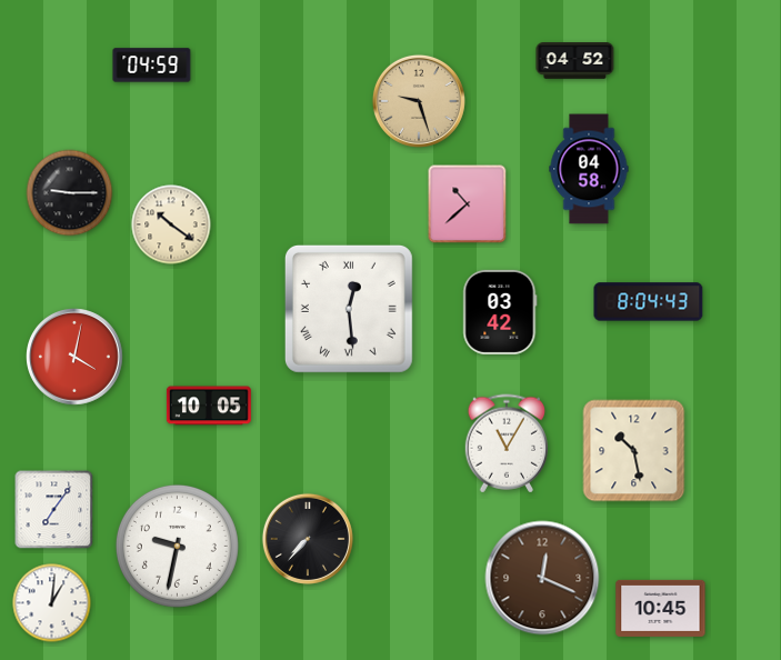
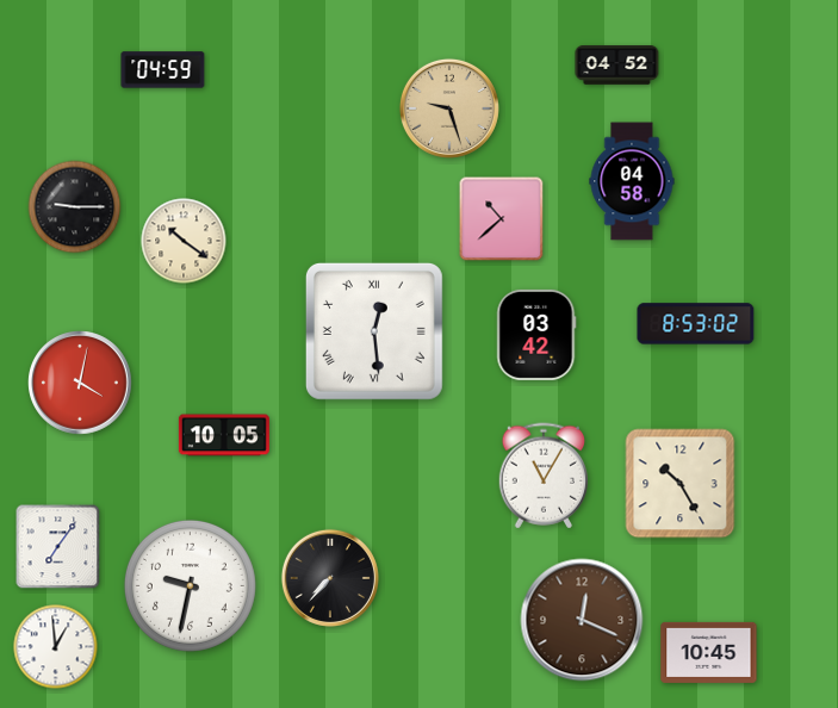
clock at (649, 302): 8:04 -> 8:53
clock at (634, 451): 10:28 -> 10:25
clock at (52, 603): 1:01 -> 12:59
